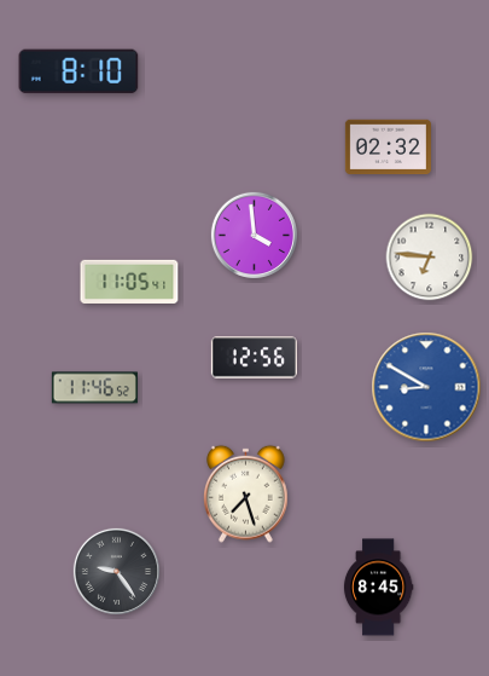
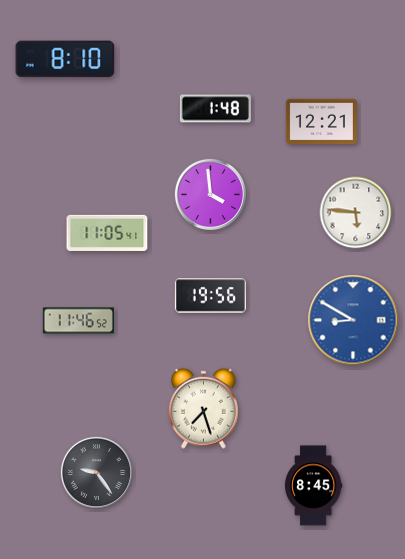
clock at (215, 109): none -> 1:48
clock at (388, 148): 02:32 -> 12:21
clock at (430, 258): 6:46 -> 5:46
clock at (254, 358): 12:56 -> 19:56
